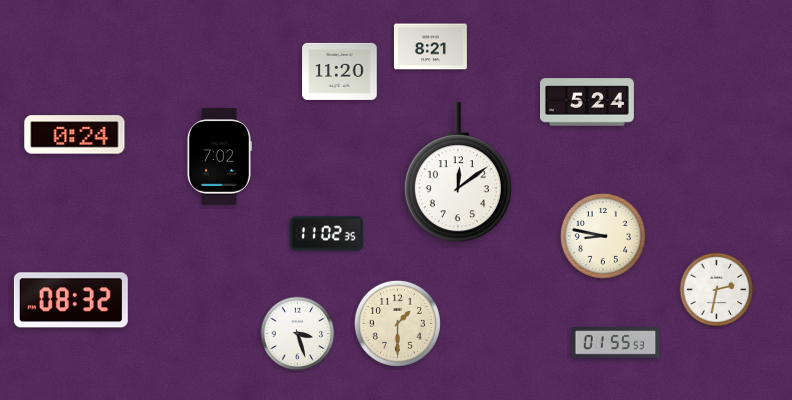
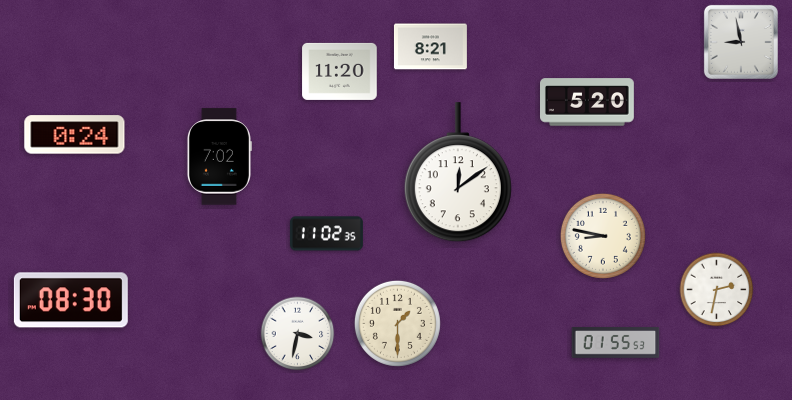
clock at (741, 42): none -> 8:58
clock at (588, 102): 5:24 -> 5:20
clock at (71, 300): 08:32 -> 08:30
clock at (298, 334): 3:27 -> 3:32
